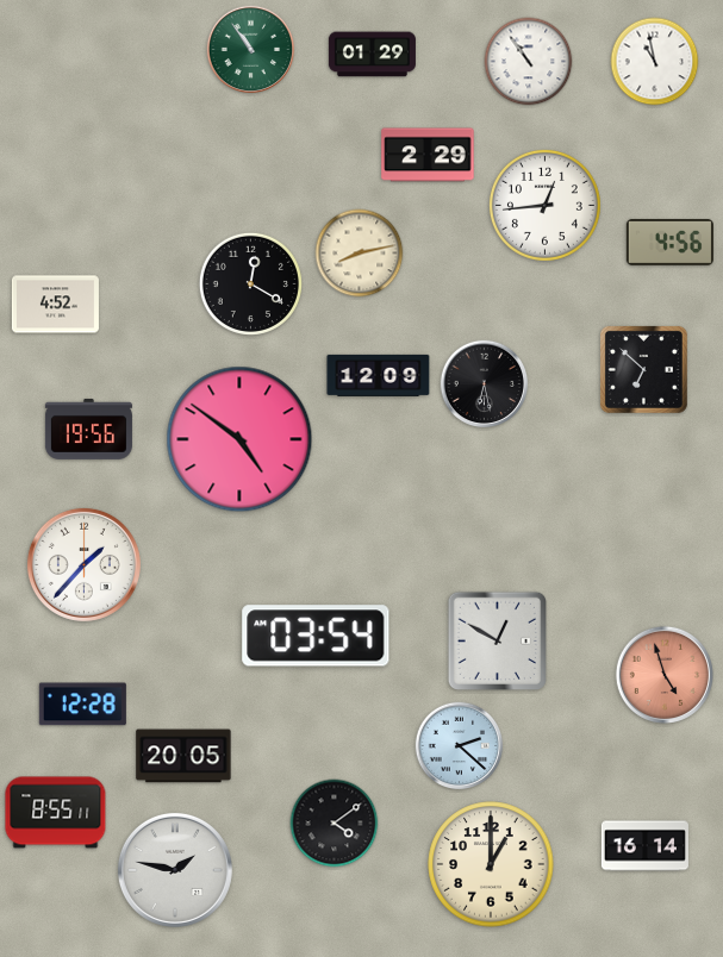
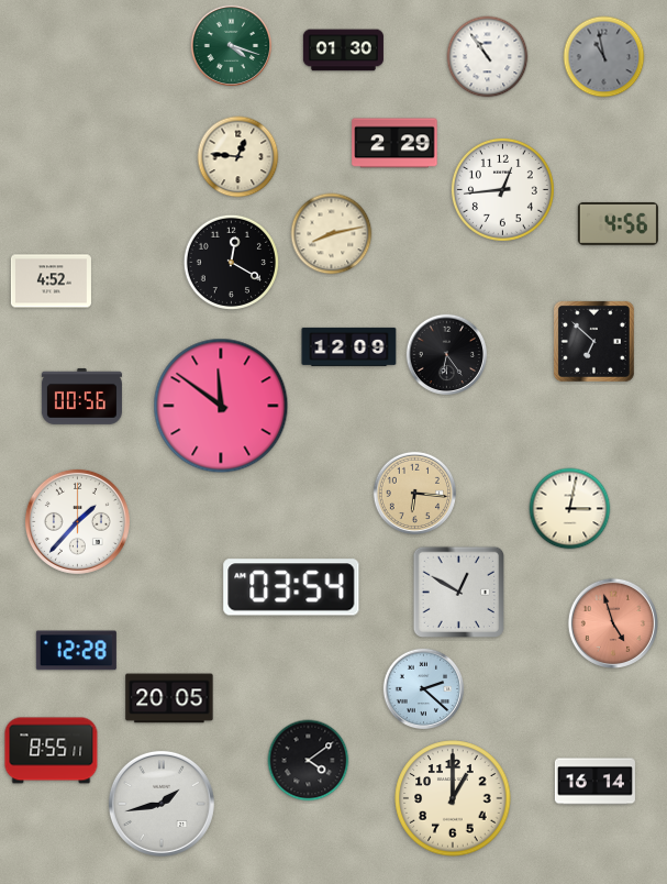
clock at (251, 50): 10:54 -> 4:18
clock at (372, 55): 01:29 -> 01:30
clock at (655, 62) dial: white -> grey
clock at (238, 157): none -> 12:46
clock at (485, 384): 6:28 -> 6:24
clock at (88, 429): 19:56 -> 00:56
clock at (239, 439): 4:51 -> 11:51
clock at (415, 494): none -> 6:16
clock at (570, 509): none -> 3:02
clock at (175, 870): 1:47 -> 1:43
